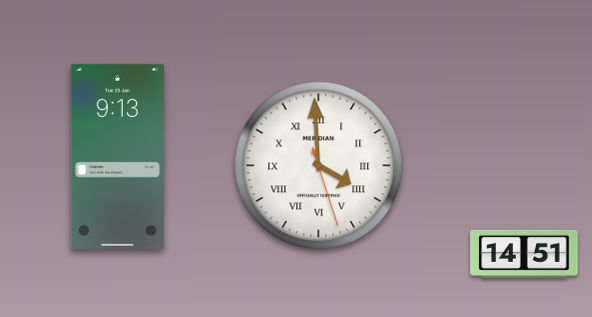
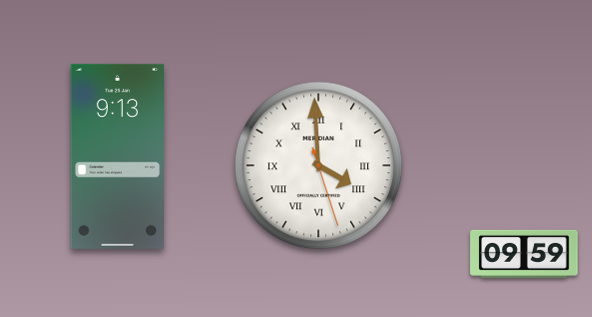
clock at (524, 254): 14:51 -> 09:59
